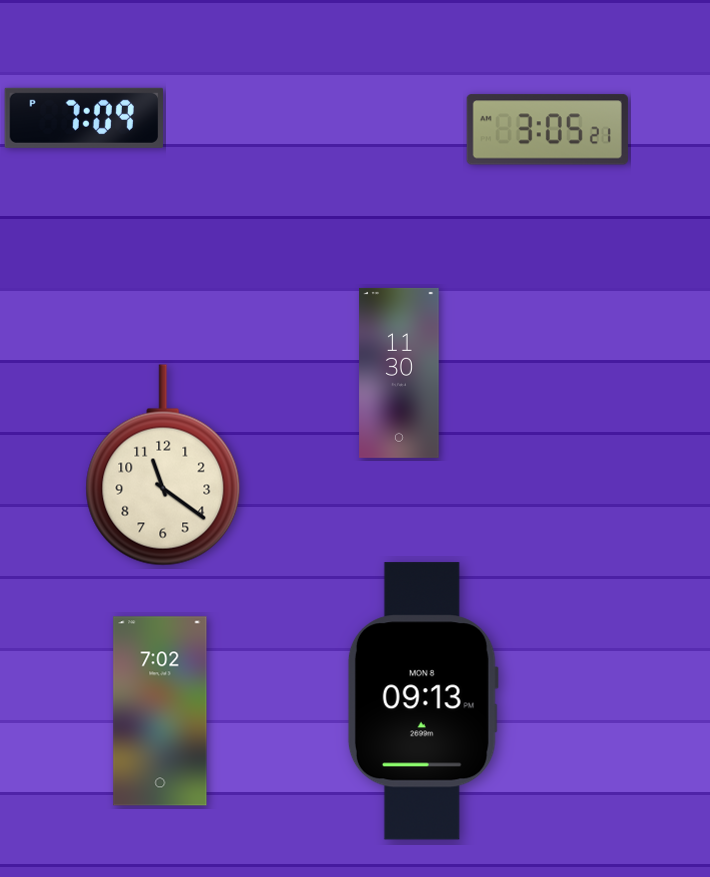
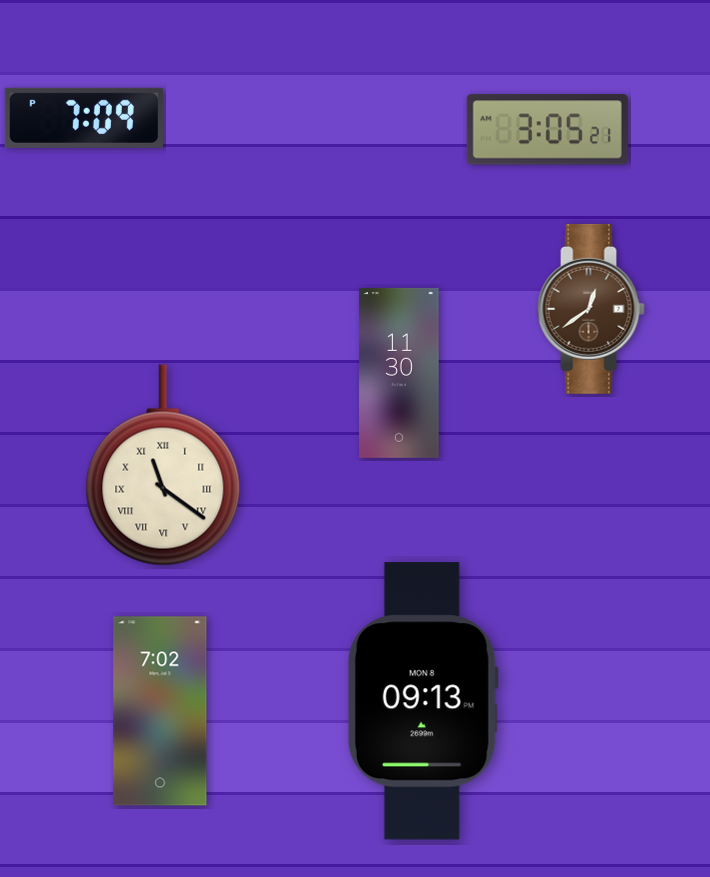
clock at (591, 309): none -> 12:39
clock at (163, 465) numerals: Arabic -> Roman
